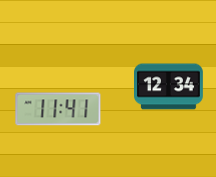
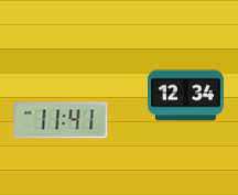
clock at (58, 109) position: (58, 109) -> (61, 120)
